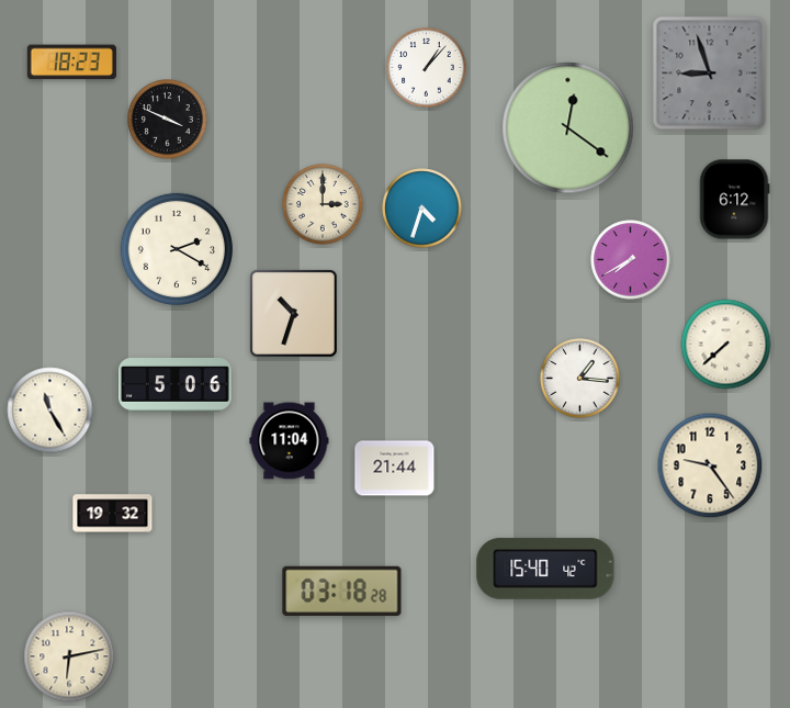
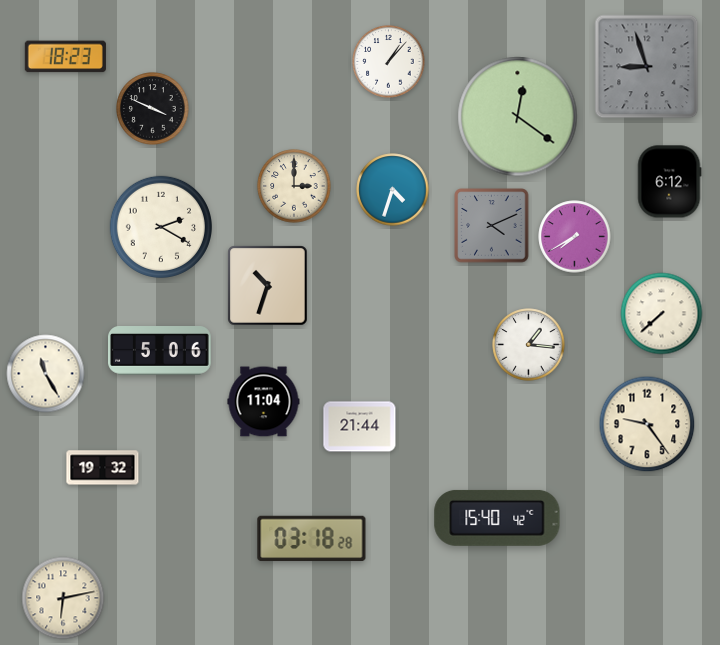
clock at (422, 209) position: (422, 209) -> (393, 190)
clock at (492, 226): none -> 4:11
